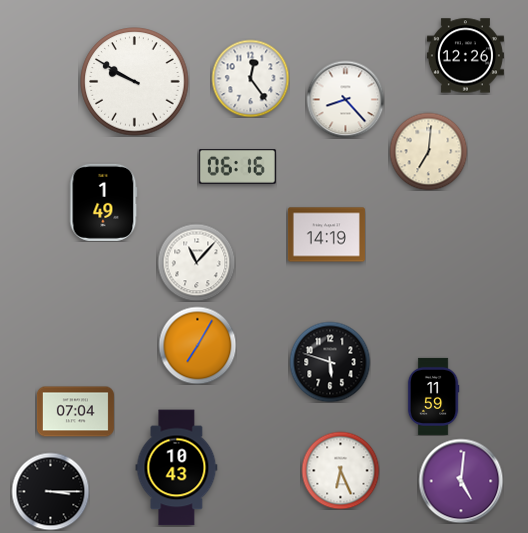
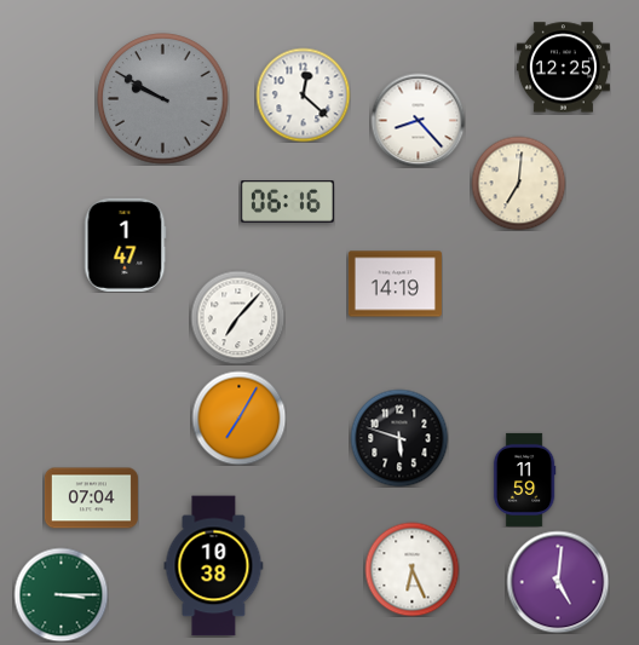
clock at (465, 56): 12:26 -> 12:25
clock at (250, 78): 12:24 -> 12:22
clock at (135, 82) dial: white -> grey
clock at (104, 202): 1:49 -> 1:47
clock at (196, 262): 11:07 -> 7:07
clock at (177, 468): 10:43 -> 10:38
clock at (50, 491) dial: black -> green
